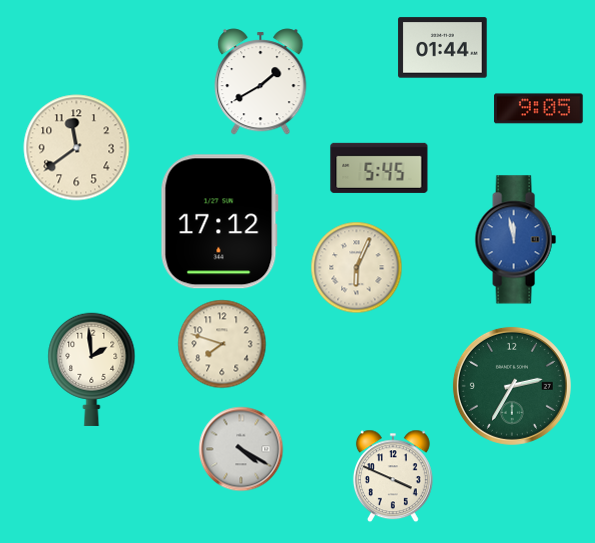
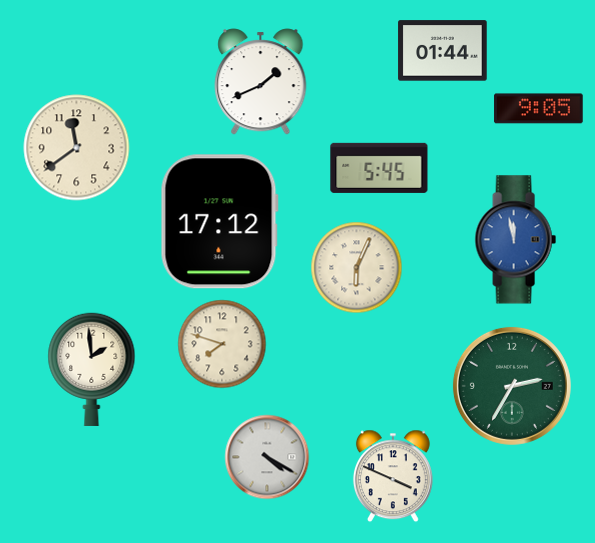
clock at (443, 48) position: (443, 48) -> (443, 51)
clock at (261, 82): 1:40 -> 1:41
clock at (241, 449) position: (241, 449) -> (267, 457)
